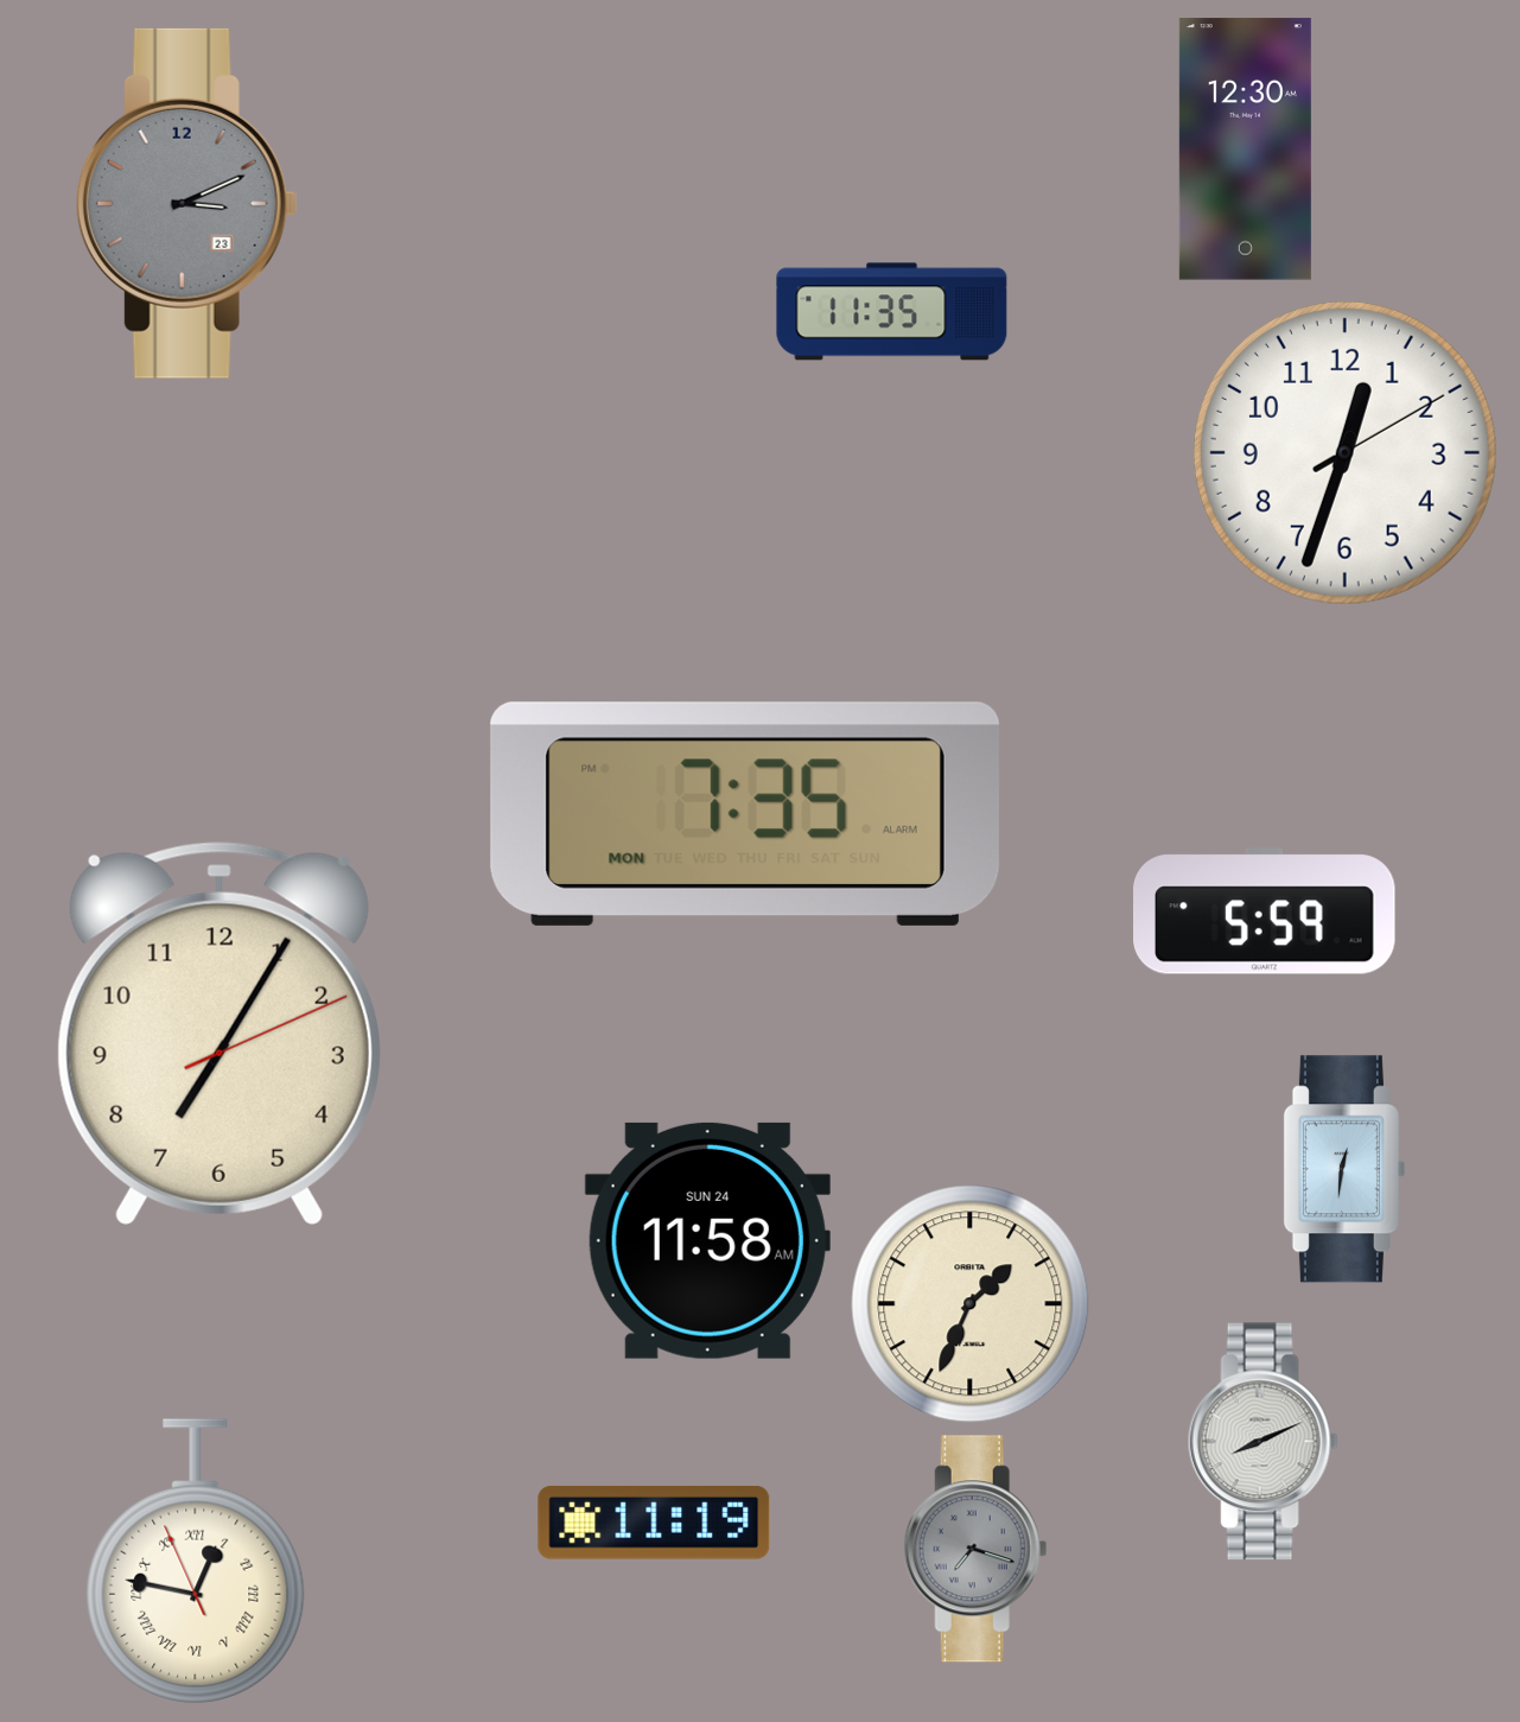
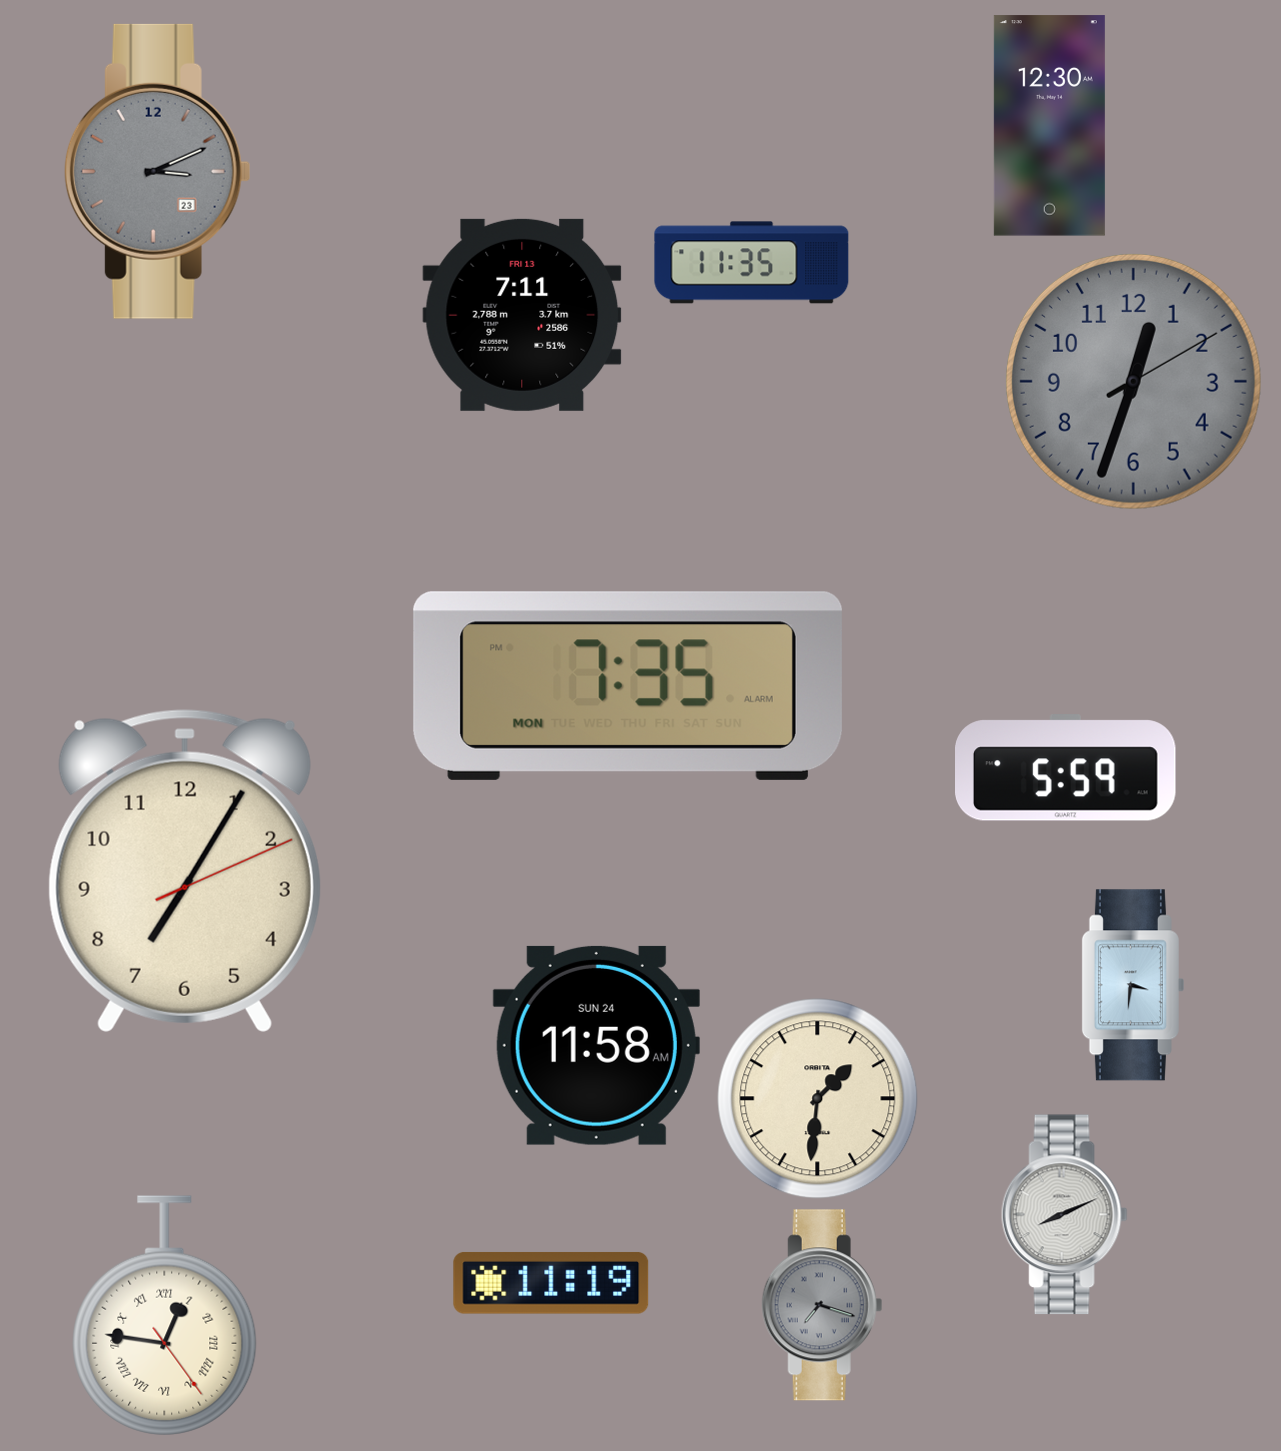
clock at (522, 315): none -> 7:11
clock at (1344, 452) dial: white -> grey
clock at (1344, 1169): 12:31 -> 3:31
clock at (971, 1304): 1:34 -> 1:31
clock at (196, 1562): 12:46:56 -> 12:46:24
